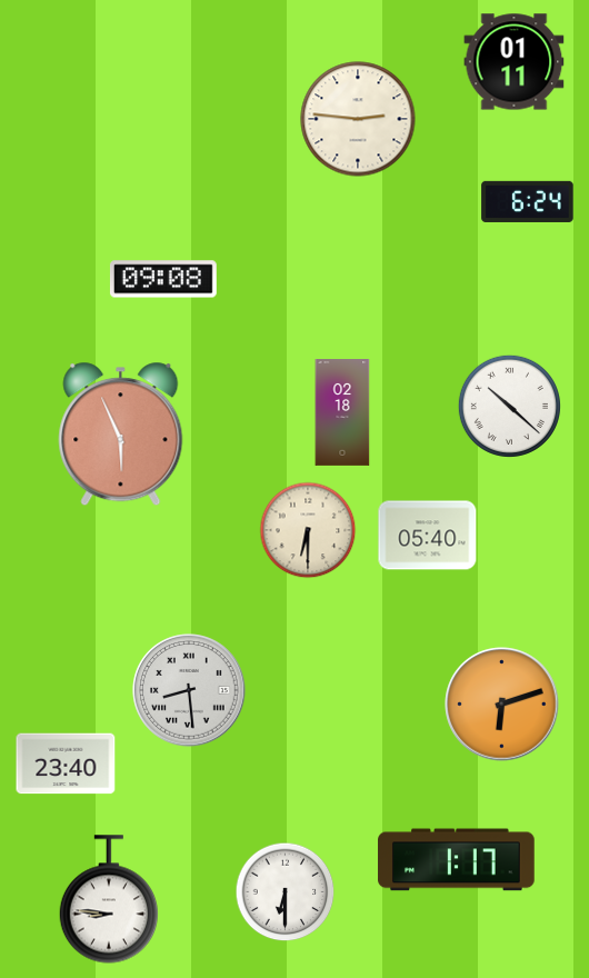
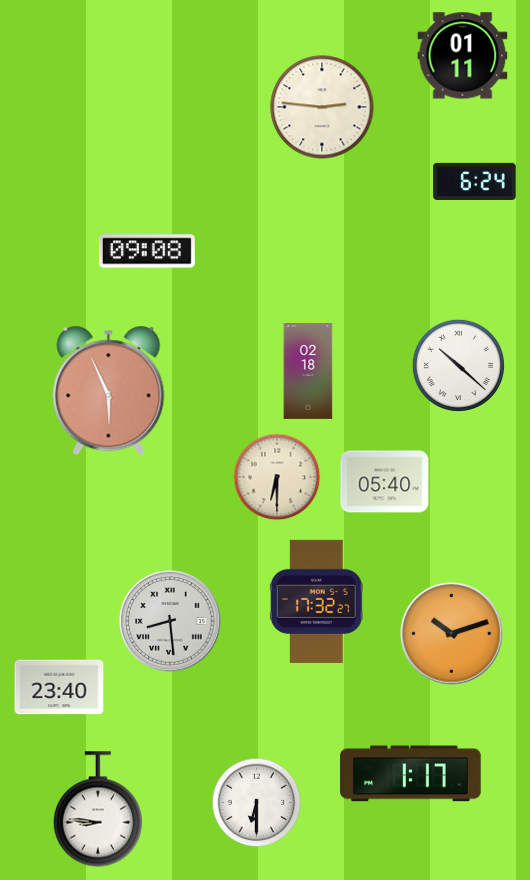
clock at (316, 601): none -> 17:32
clock at (502, 705): 6:12 -> 10:12
